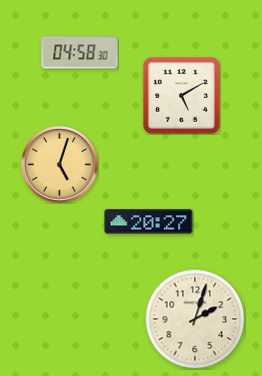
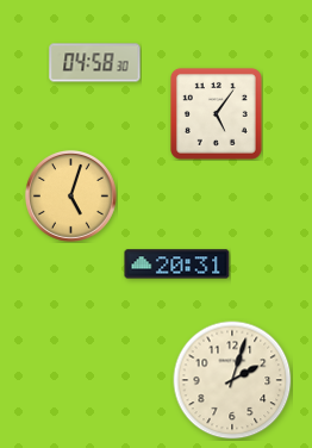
clock at (181, 95): 5:10 -> 5:06
clock at (149, 222): 20:27 -> 20:31
